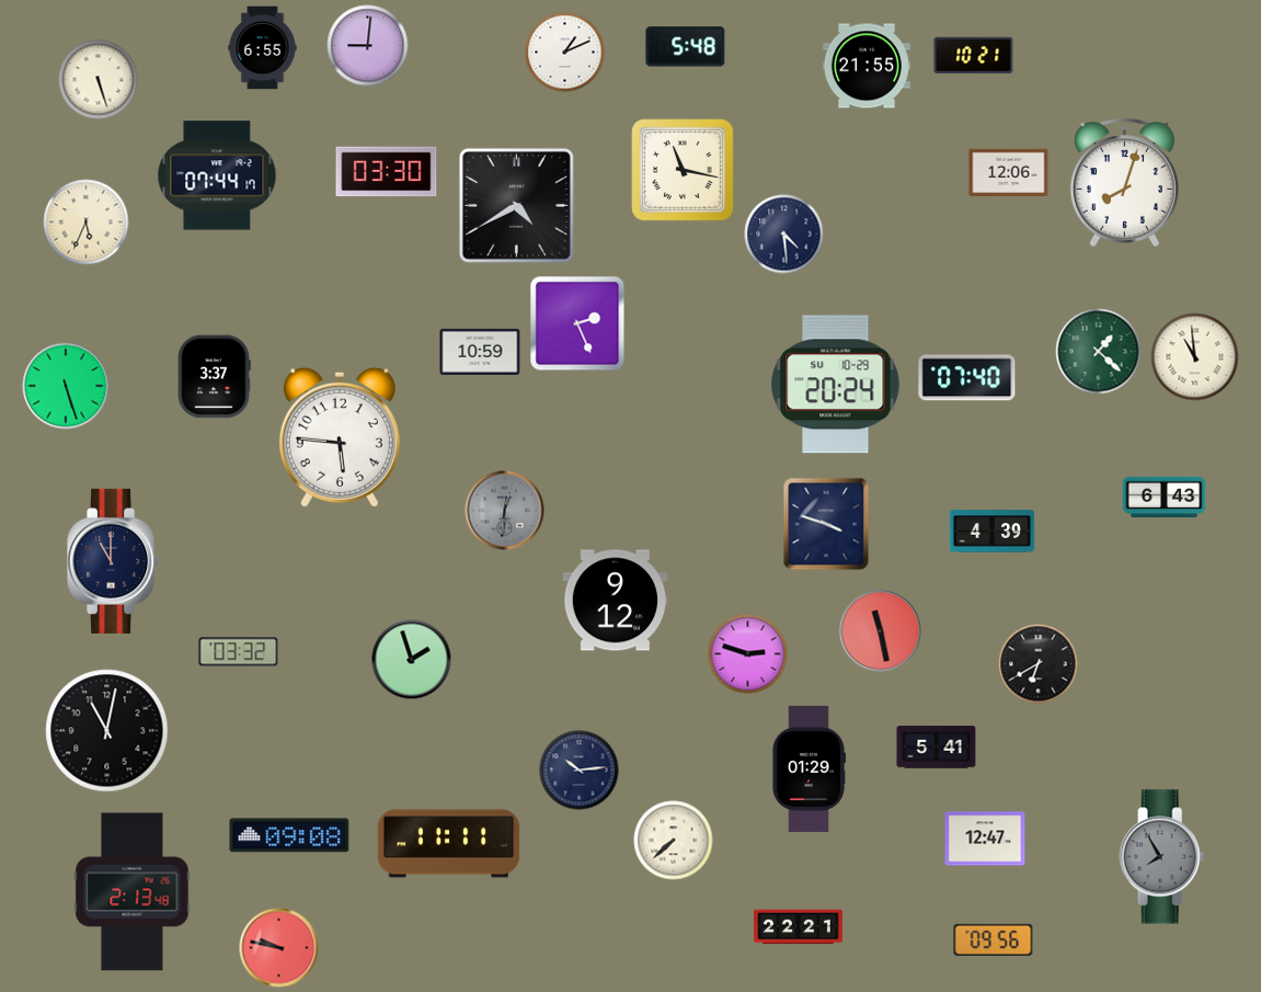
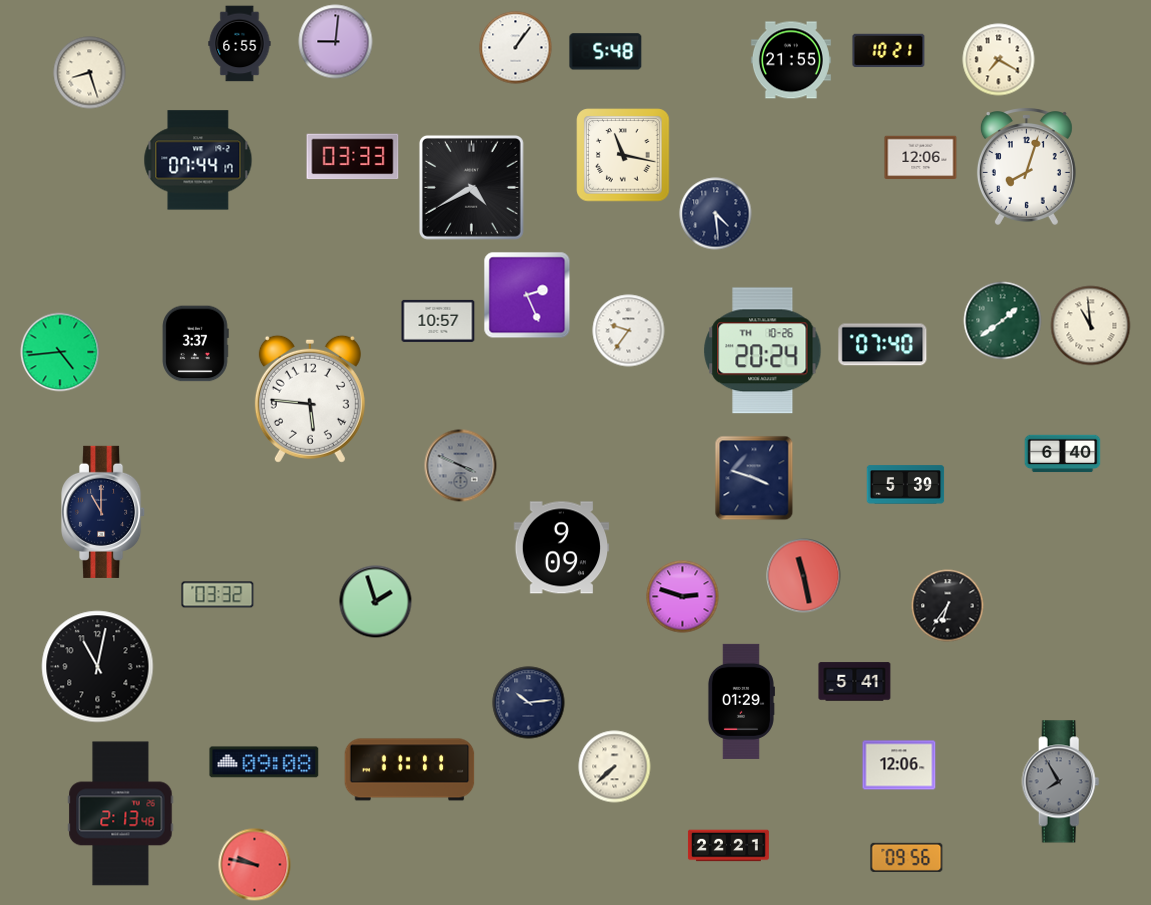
clock at (686, 47) position: (686, 47) -> (606, 52)
clock at (565, 53): 1:11 -> 1:06
clock at (999, 60): none -> 7:20
clock at (99, 80): 5:27 -> 8:27
clock at (387, 172): 03:30 -> 03:33
clock at (87, 223): 5:34 -> none
clock at (480, 352): 10:59 -> 10:57
clock at (1099, 352): 1:22 -> 1:39
clock at (629, 331): none -> 9:36
clock at (836, 385) date: SU 10-29 -> TH 10-26
clock at (66, 386): 5:27 -> 4:44
clock at (1165, 498): 6:43 -> 6:40
clock at (505, 511): 12:31 -> 3:49
clock at (993, 532): 4:39 -> 5:39
clock at (616, 601): 9:12 -> 9:09
clock at (1039, 664): 6:40 -> 6:36
clock at (809, 768) position: (809, 768) -> (741, 701)
clock at (985, 839): 12:47 -> 12:06
